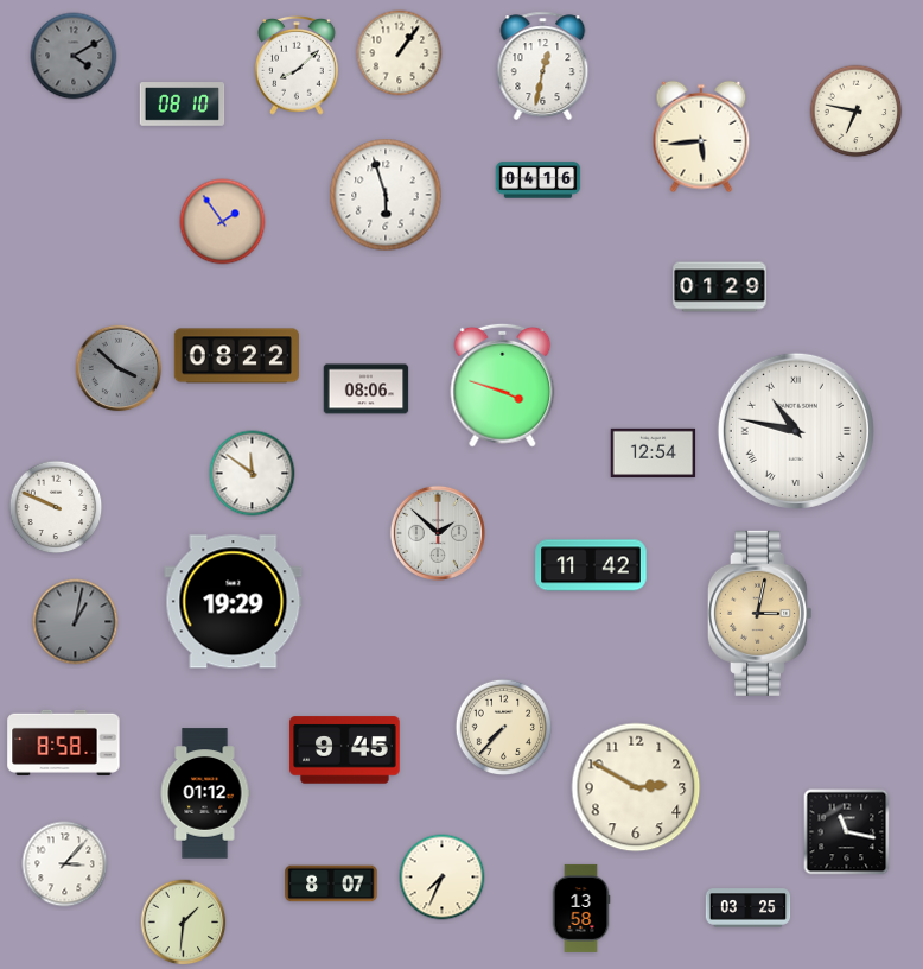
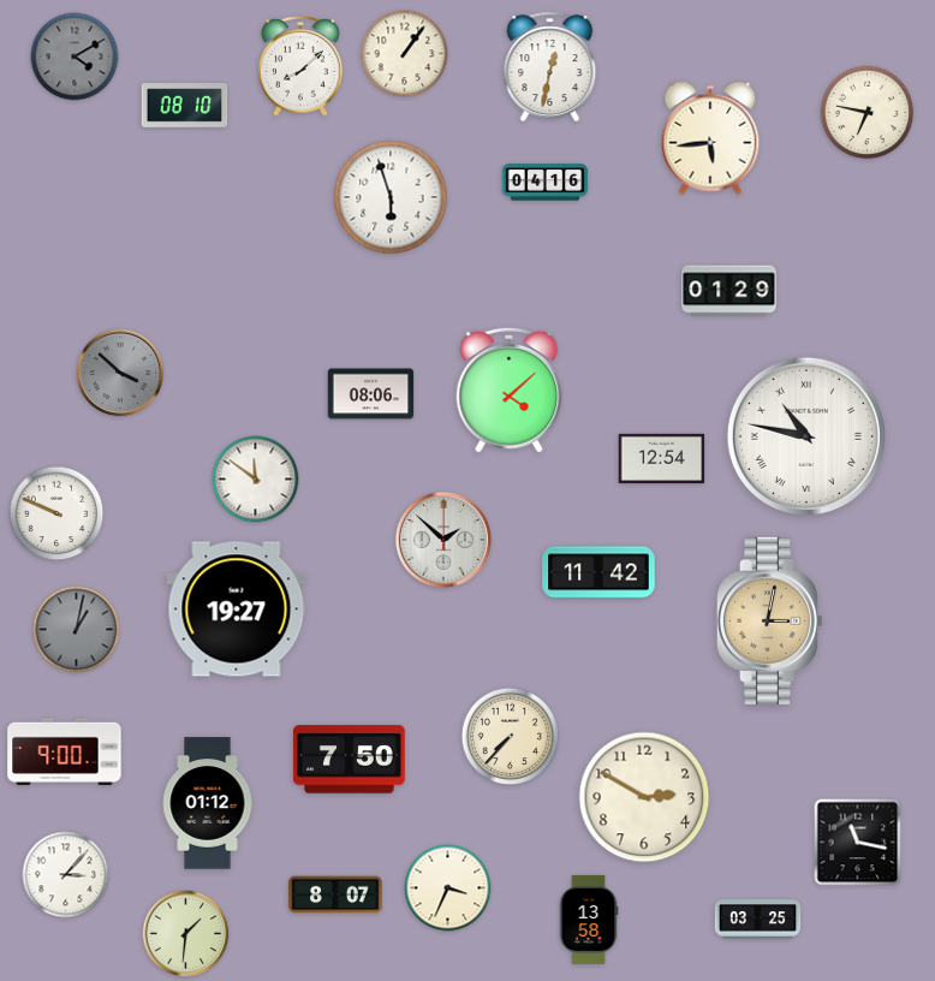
clock at (223, 222): 1:54 -> none
clock at (236, 356): 08:22 -> none
clock at (503, 385): 3:48 -> 4:08
clock at (234, 602): 19:29 -> 19:27
clock at (64, 742): 8:58 -> 9:00
clock at (345, 750): 9:45 -> 7:50
clock at (443, 878): 7:34 -> 3:34
